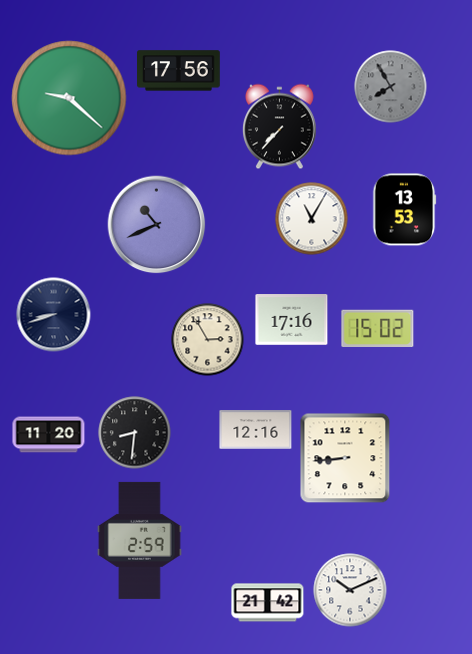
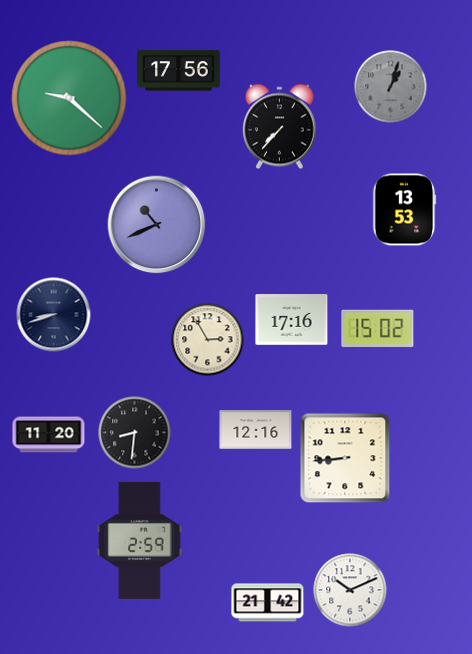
clock at (391, 87): 7:55 -> 1:03
clock at (312, 219): 11:05 -> none
